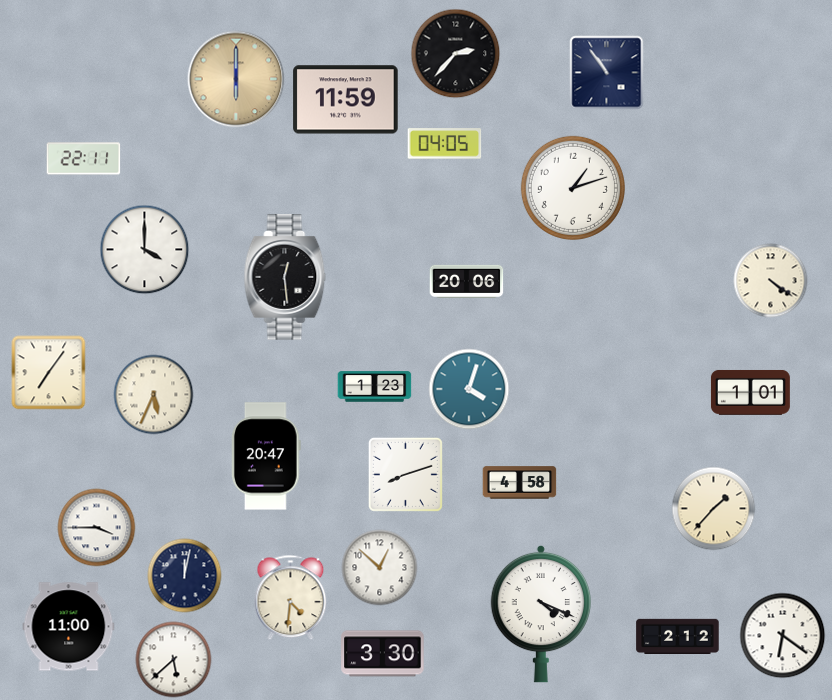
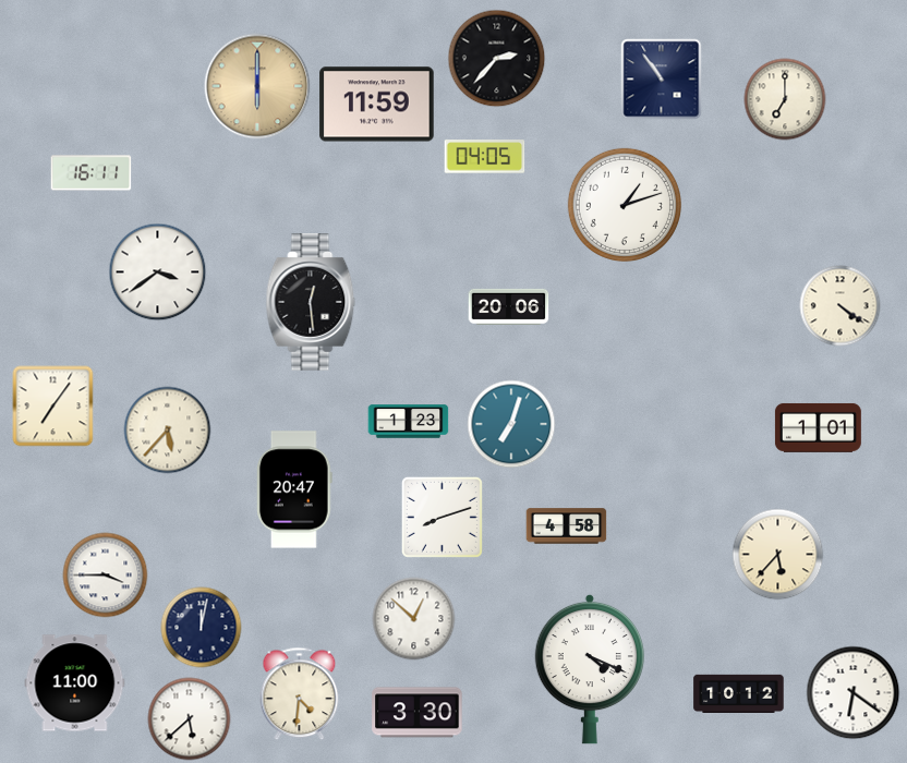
clock at (785, 99): none -> 7:00
clock at (346, 100) position: (346, 100) -> (377, 105)
clock at (84, 159): 22:11 -> 16:11
clock at (145, 250): 4:00 -> 3:39
clock at (469, 389): 4:03 -> 7:03
clock at (154, 395): 5:34 -> 5:37
clock at (267, 456) position: (267, 456) -> (295, 489)
clock at (714, 509): 1:37 -> 5:37
clock at (291, 598) position: (291, 598) -> (300, 694)
clock at (678, 636): 2:12 -> 10:12
